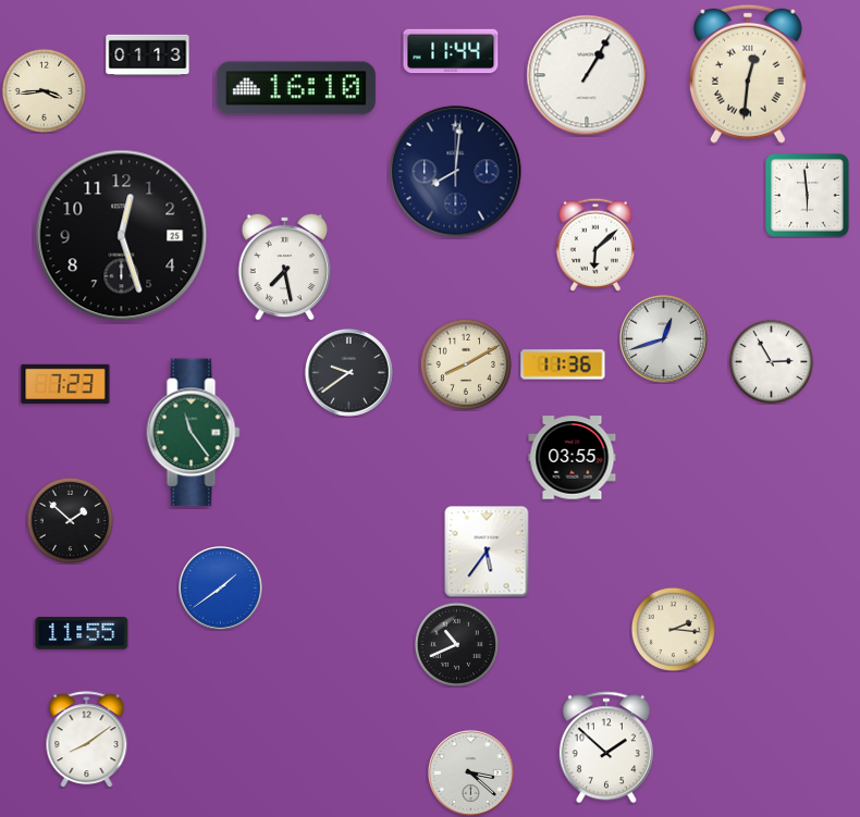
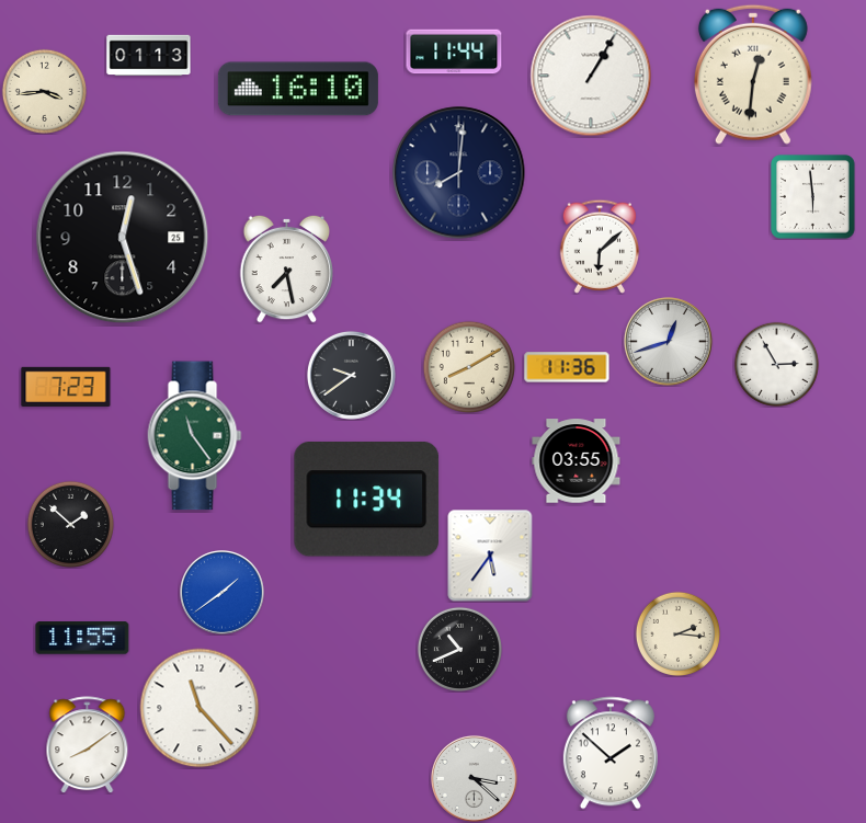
clock at (367, 499): none -> 11:34
clock at (200, 708): none -> 11:23
